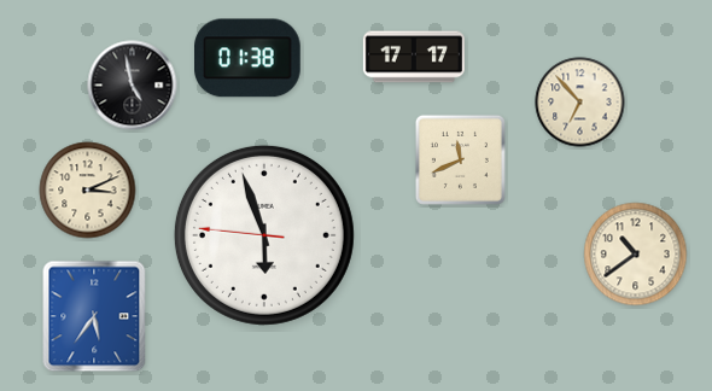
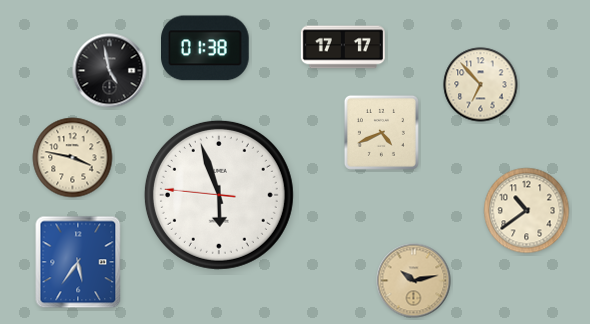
clock at (460, 159): 11:41 -> 4:41
clock at (88, 191): 3:11 -> 3:47
clock at (414, 281): none -> 10:13
